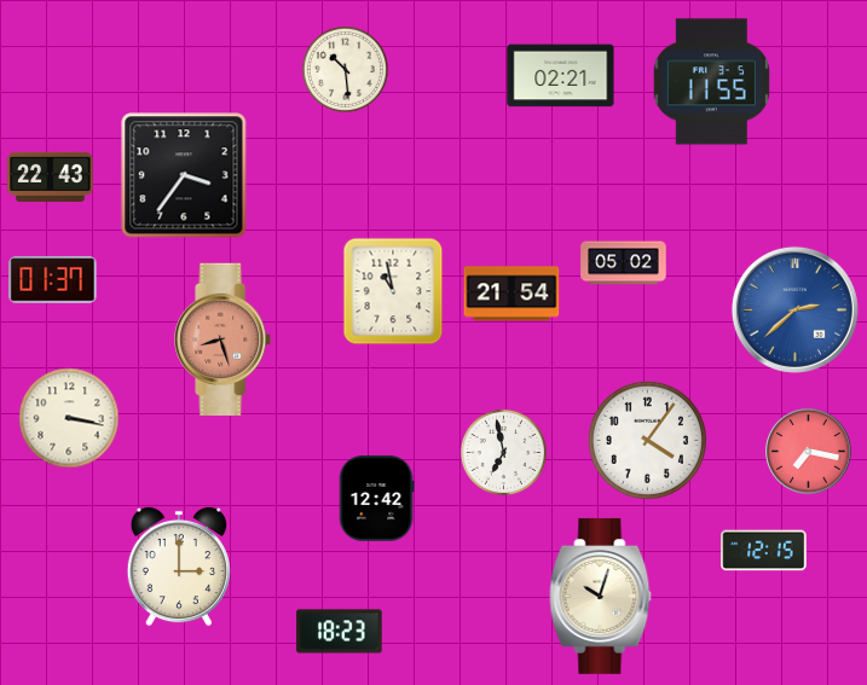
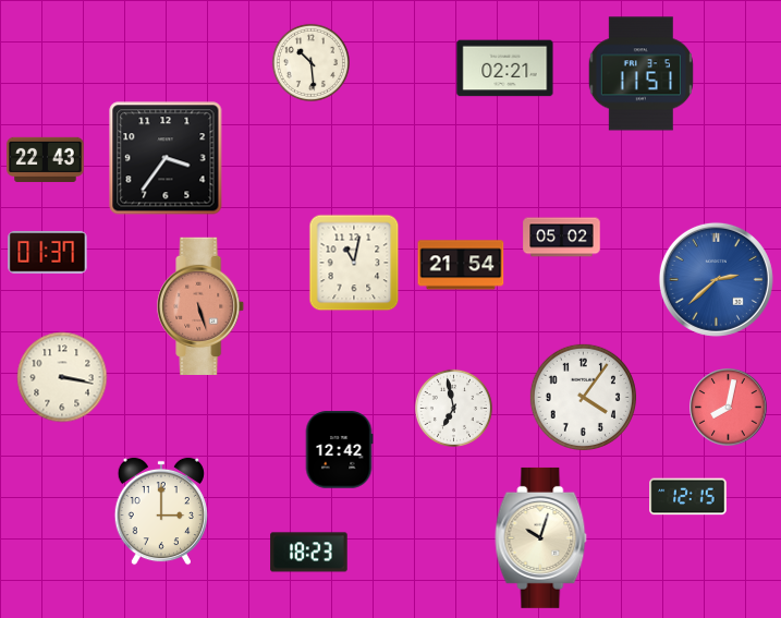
clock at (711, 82): 11:55 -> 11:51
clock at (393, 291): 10:58 -> 11:02
clock at (224, 338): 8:27 -> 5:27
clock at (809, 452): 7:17 -> 8:02
clock at (340, 632) position: (340, 632) -> (309, 553)
